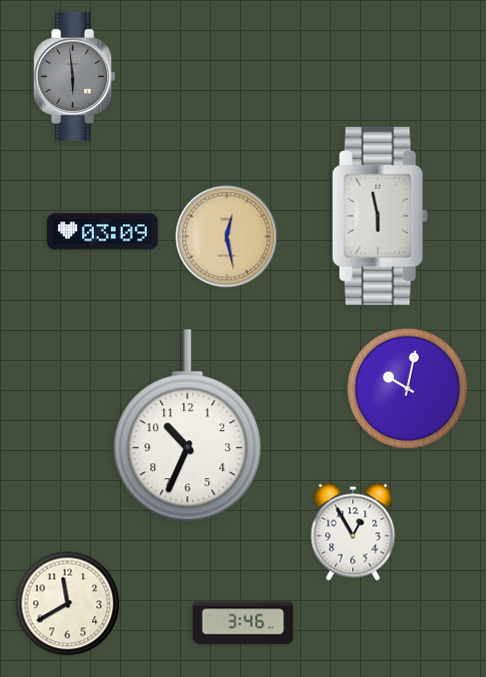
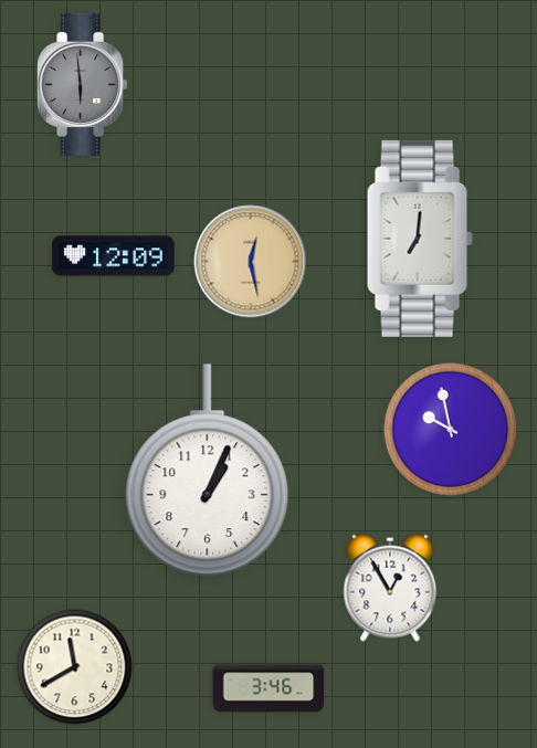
clock at (380, 216): 5:58 -> 7:01
clock at (103, 232): 03:09 -> 12:09
clock at (408, 389): 10:02 -> 9:58
clock at (188, 426): 10:34 -> 1:04
